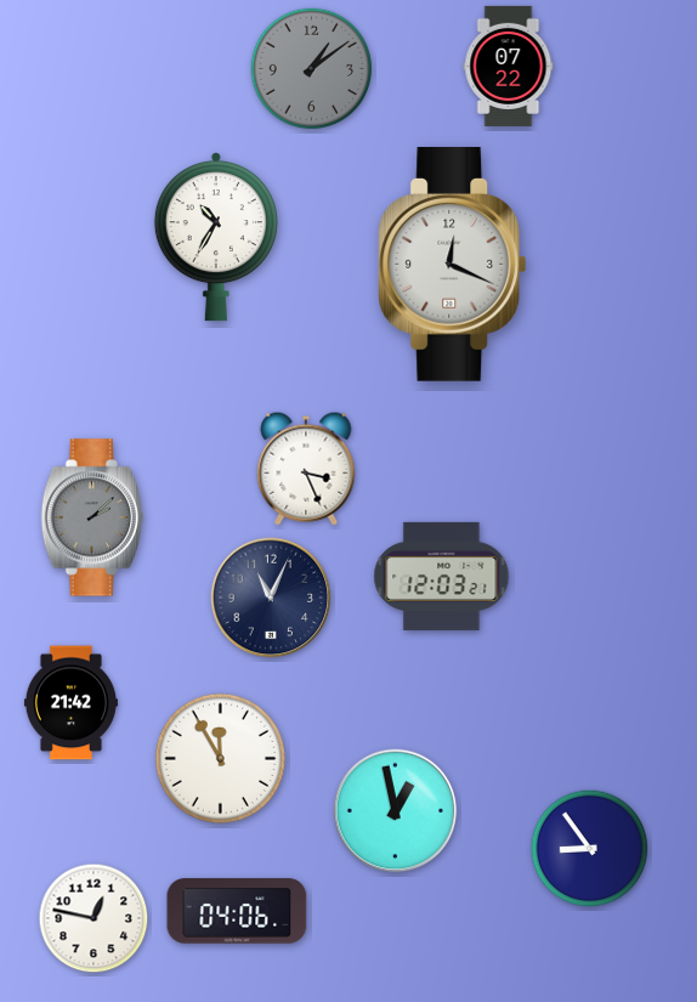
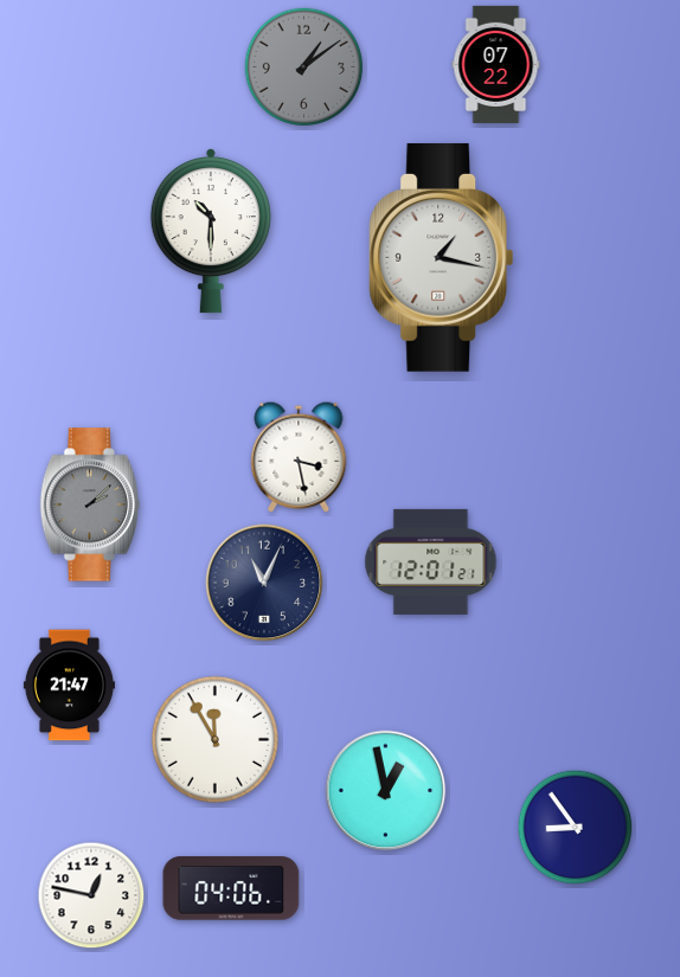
clock at (216, 237): 10:35 -> 10:30
clock at (453, 264): 12:19 -> 1:17
clock at (306, 469): 3:26 -> 3:28
clock at (442, 576): 12:03 -> 12:01
clock at (70, 703): 21:42 -> 21:47
